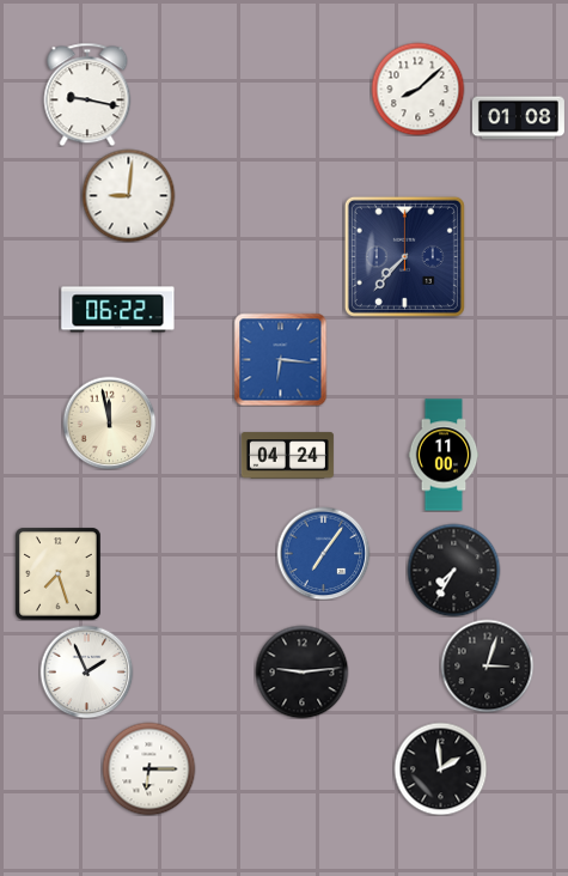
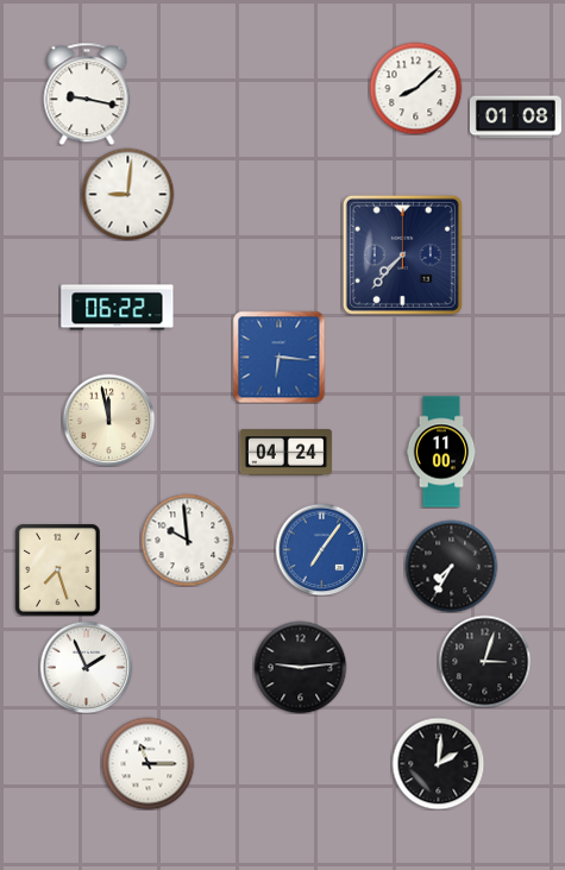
clock at (187, 540): none -> 9:59
clock at (148, 768): 6:15 -> 11:15
clock at (440, 768): 1:59 -> 2:01
